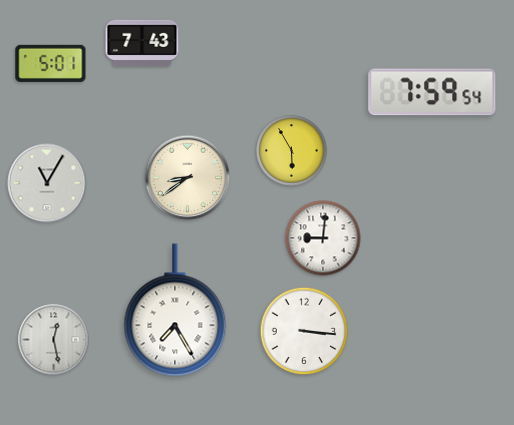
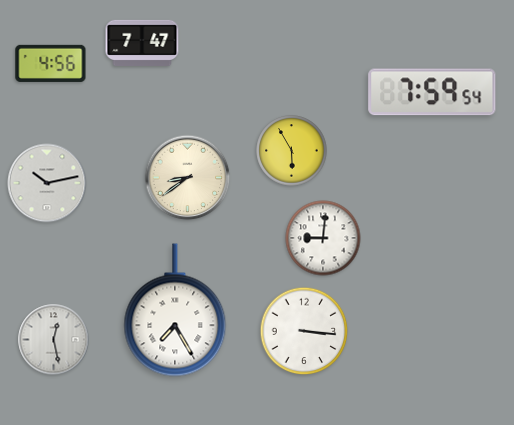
clock at (142, 43): 7:43 -> 7:47
clock at (51, 63): 5:01 -> 4:56
clock at (47, 183): 11:05 -> 10:13
